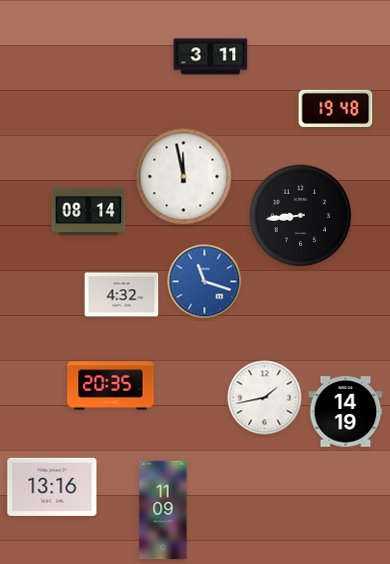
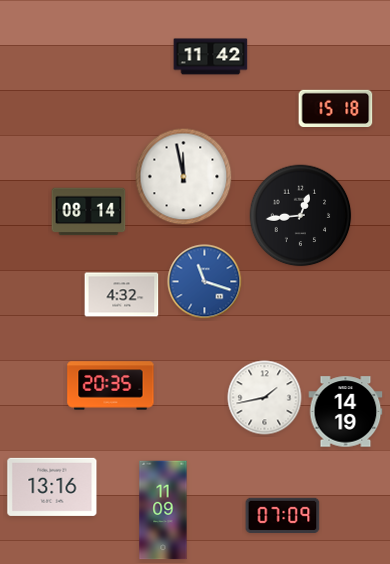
clock at (211, 57): 3:11 -> 11:42
clock at (336, 108): 19:48 -> 15:18
clock at (301, 216): 8:44 -> 12:44
clock at (283, 515): none -> 07:09
